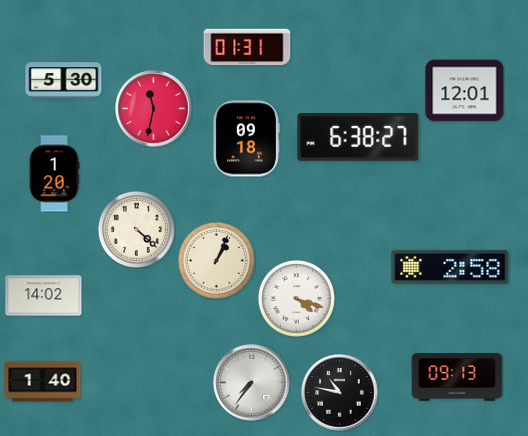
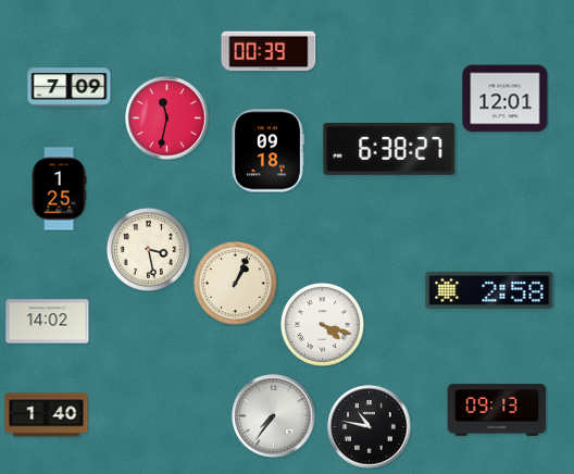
clock at (247, 47): 01:31 -> 00:39
clock at (64, 81): 5:30 -> 7:09
clock at (54, 174): 1:20 -> 1:25
clock at (136, 229): 4:22 -> 3:28
